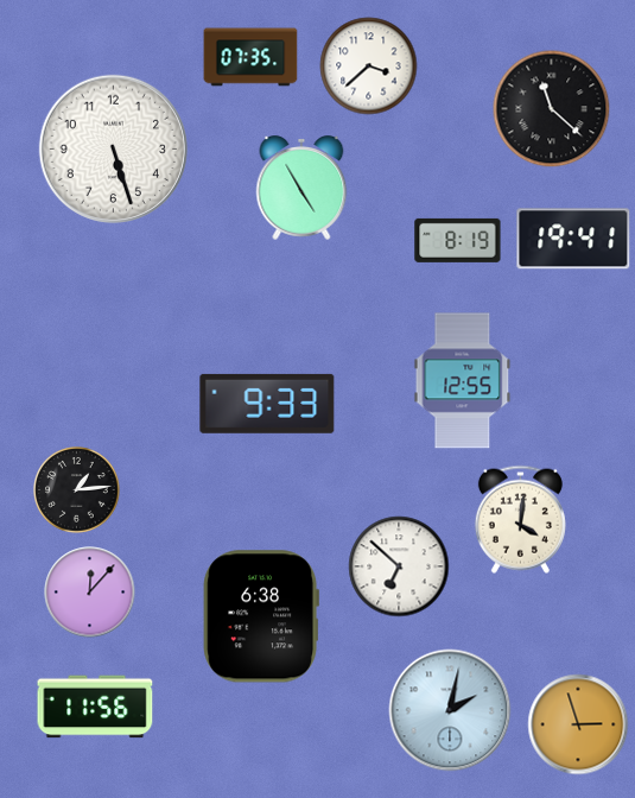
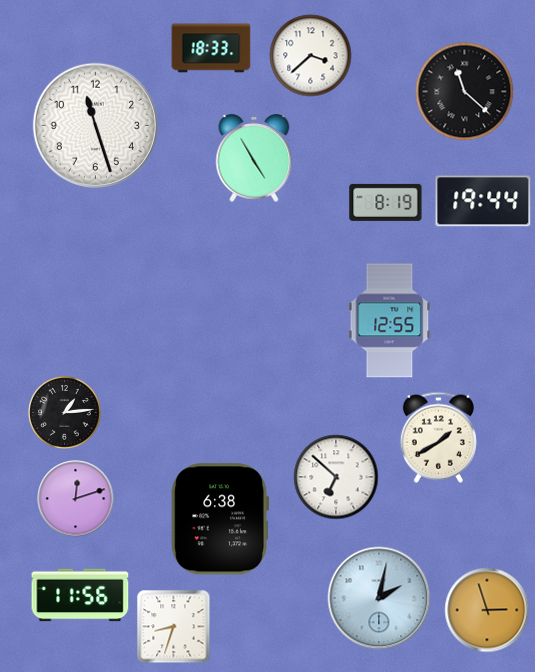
clock at (250, 57): 07:35 -> 18:33
clock at (113, 148): 5:27 -> 11:27
clock at (573, 239): 19:41 -> 19:44
clock at (267, 404): 9:33 -> none
clock at (520, 519): 4:01 -> 1:40
clock at (90, 593): 12:07 -> 12:12
clock at (174, 627): none -> 8:33
